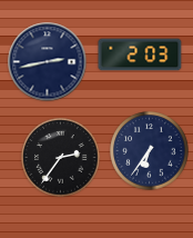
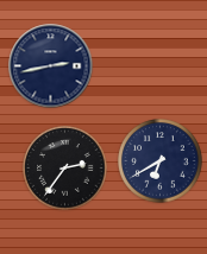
clock at (140, 54): 2:03 -> none
clock at (150, 151): 6:36 -> 6:40
